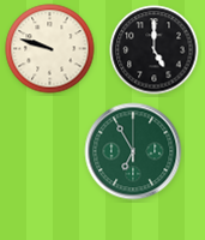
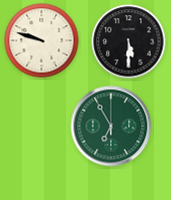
clock at (155, 50): 5:00 -> 5:30
